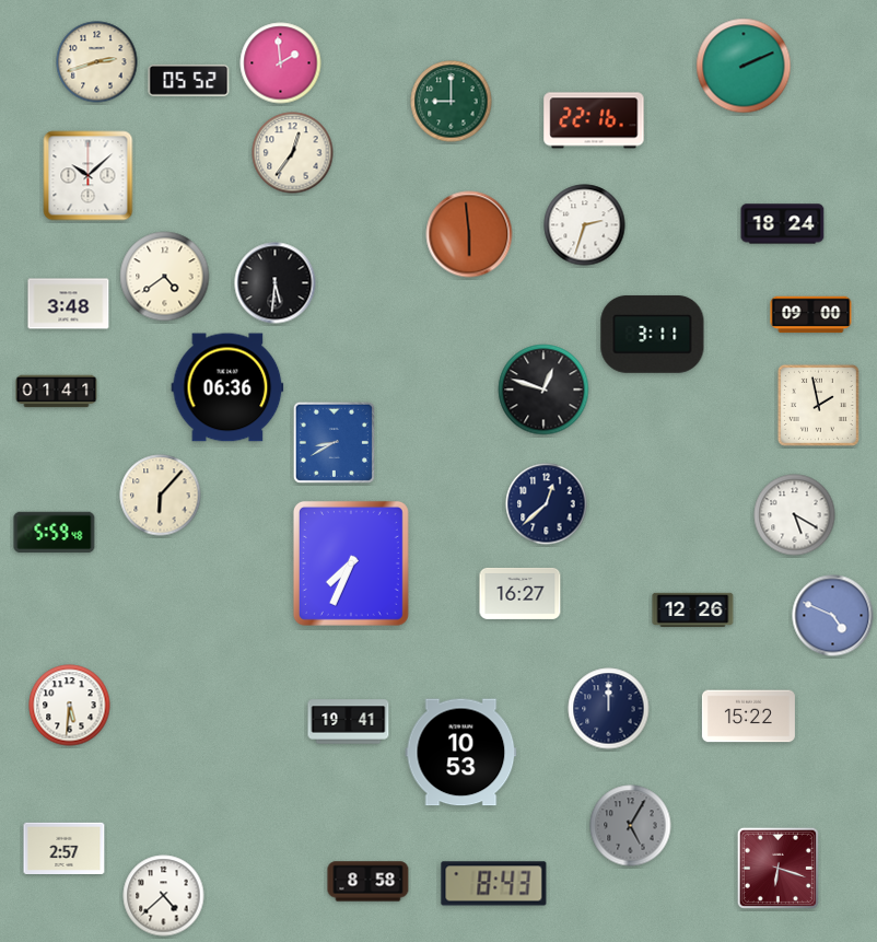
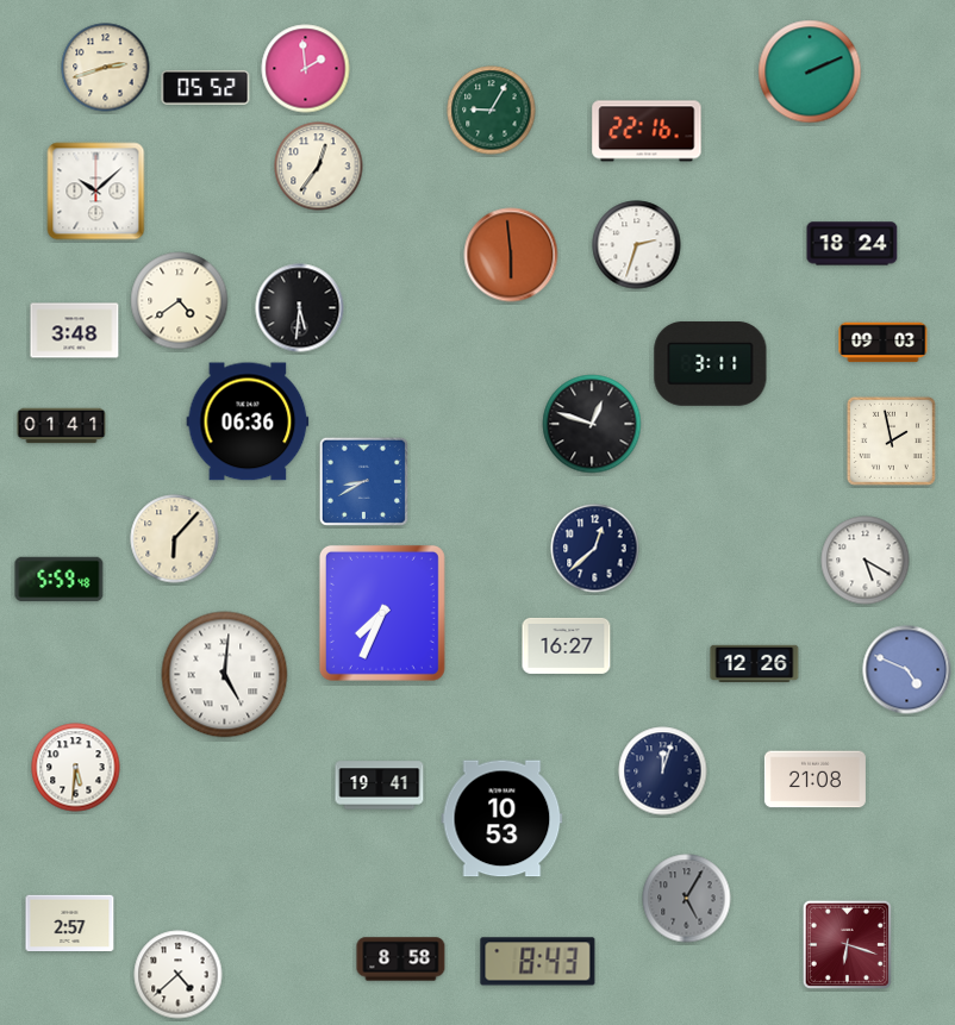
clock at (452, 102): 9:00 -> 9:05
clock at (811, 315): 09:00 -> 09:03
clock at (225, 675): none -> 5:01
clock at (609, 709): 12:00 -> 12:03
clock at (748, 717): 15:22 -> 21:08
